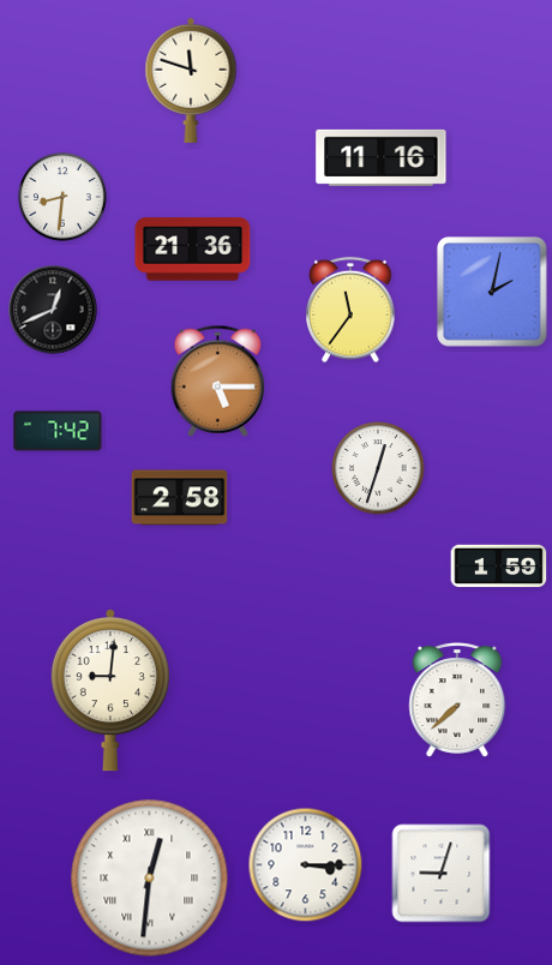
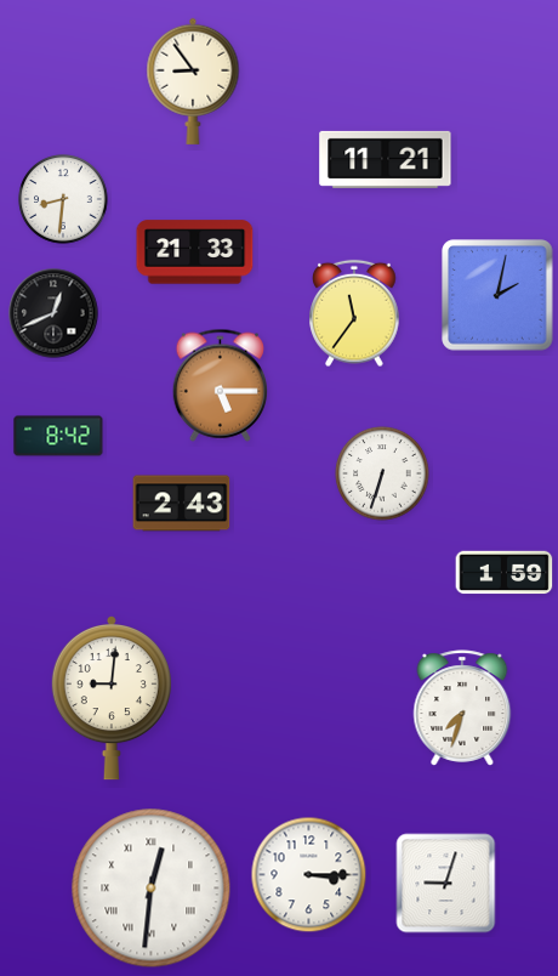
clock at (191, 80): 11:48 -> 8:54
clock at (382, 157): 11:16 -> 11:21
clock at (193, 250): 21:36 -> 21:33
clock at (58, 431): 7:42 -> 8:42
clock at (378, 468): 12:33 -> 6:33
clock at (180, 498): 2:58 -> 2:43
clock at (457, 700): 7:38 -> 7:33
